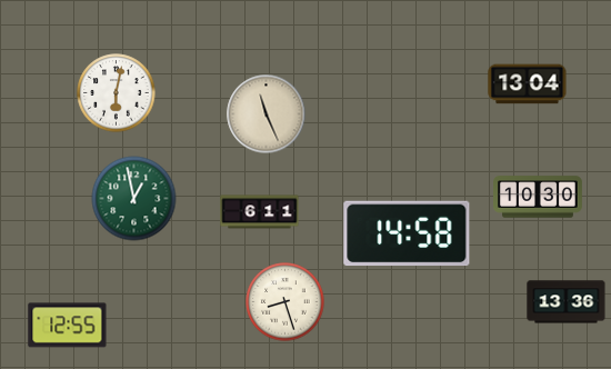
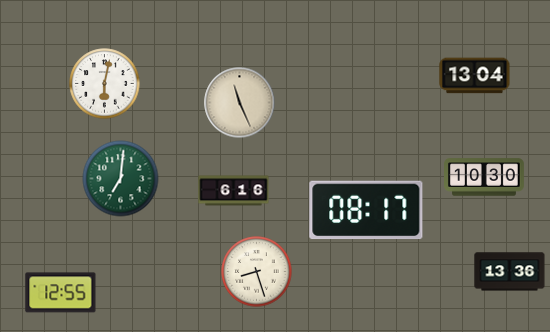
clock at (134, 199): 12:58 -> 7:01
clock at (260, 212): 6:11 -> 6:16
clock at (407, 233): 14:58 -> 08:17
